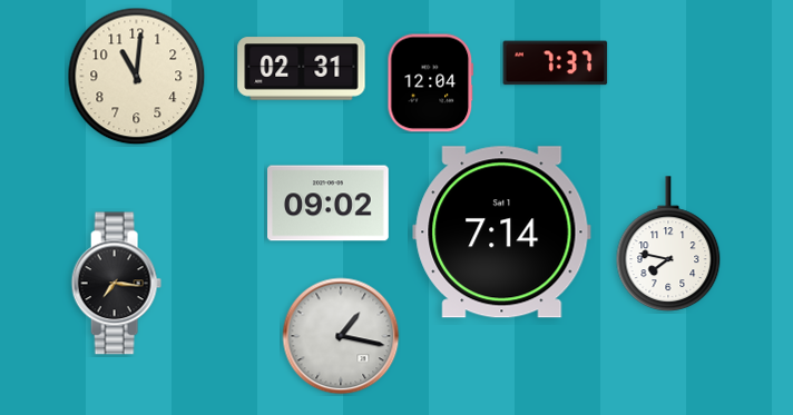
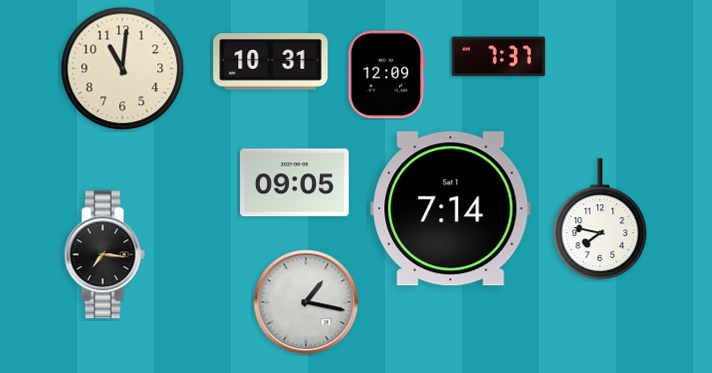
clock at (302, 69): 02:31 -> 10:31
clock at (431, 83): 12:04 -> 12:09
clock at (329, 204): 09:02 -> 09:05
